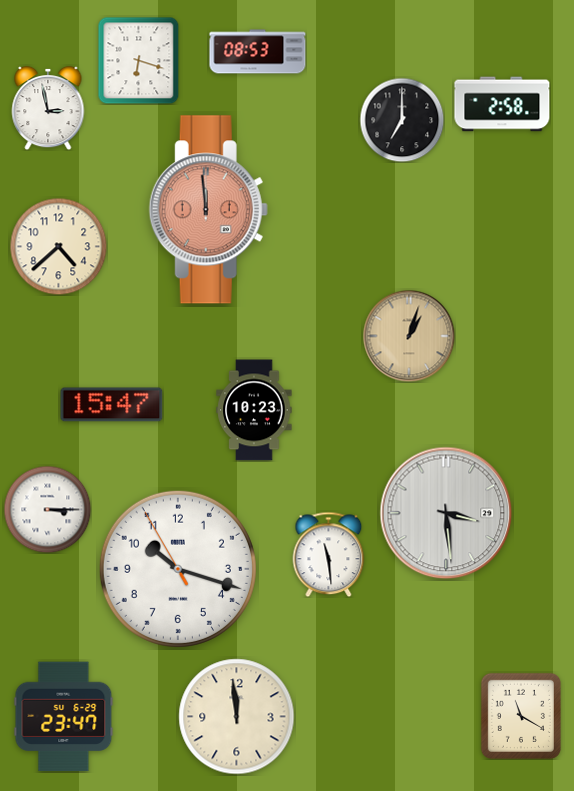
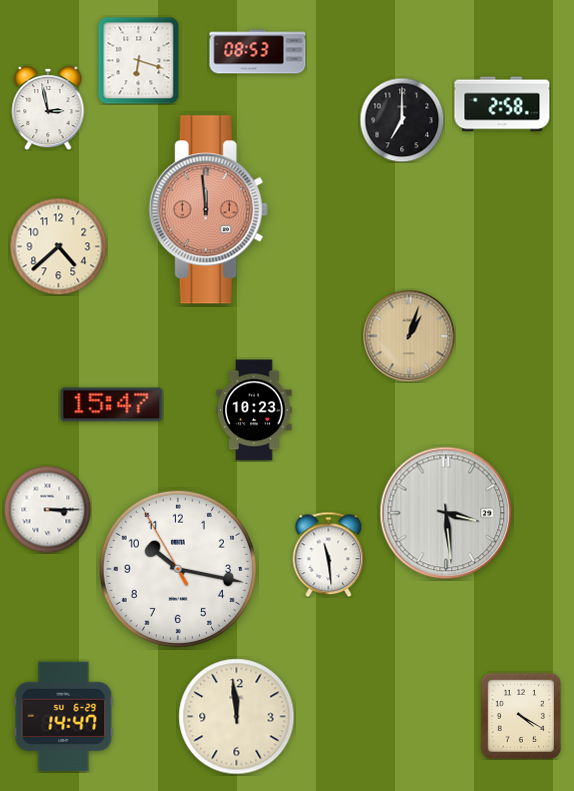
clock at (178, 569): 10:17 -> 10:16
clock at (521, 716): 11:20 -> 4:20
clock at (64, 717): 23:47 -> 14:47
